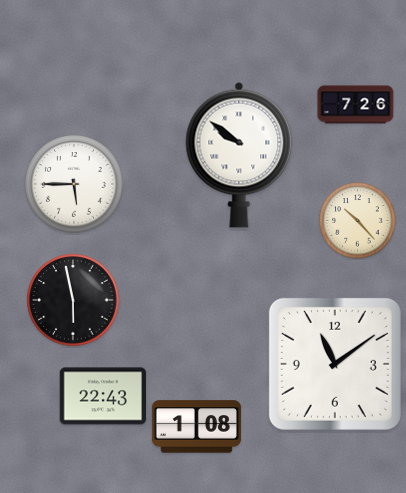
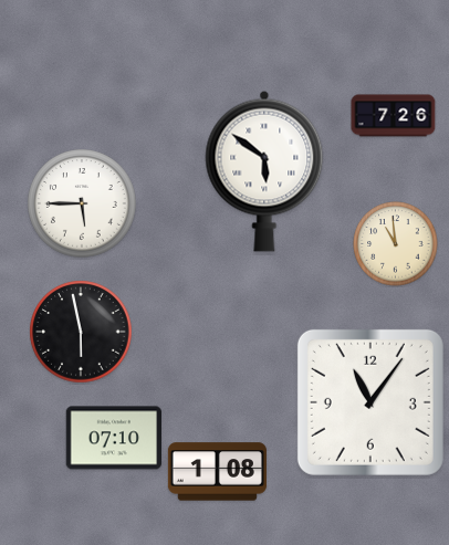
clock at (239, 155): 9:51 -> 5:51
clock at (358, 221): 10:23 -> 10:59
clock at (335, 364): 11:09 -> 11:06
clock at (103, 396): 22:43 -> 07:10
